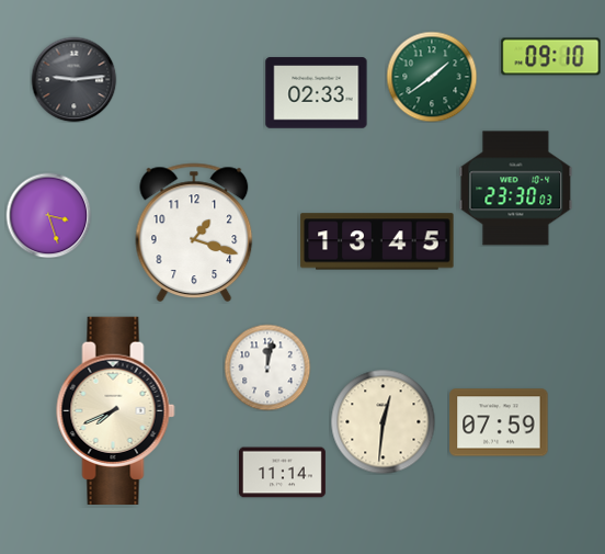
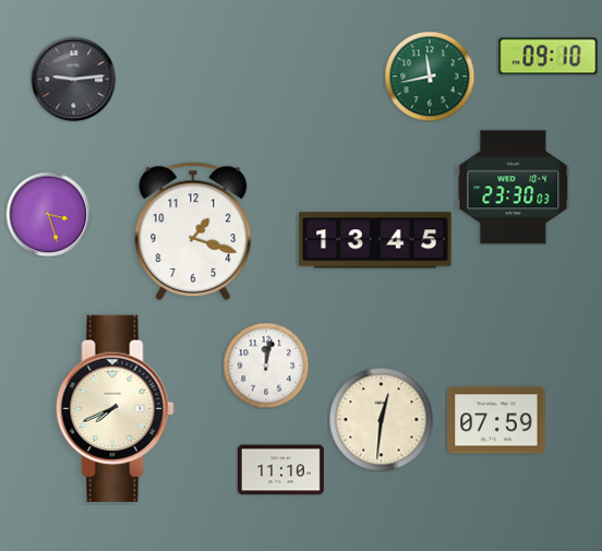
clock at (432, 77): 1:39 -> 11:43
clock at (317, 93): 02:33 -> none
clock at (282, 473): 11:14 -> 11:10
